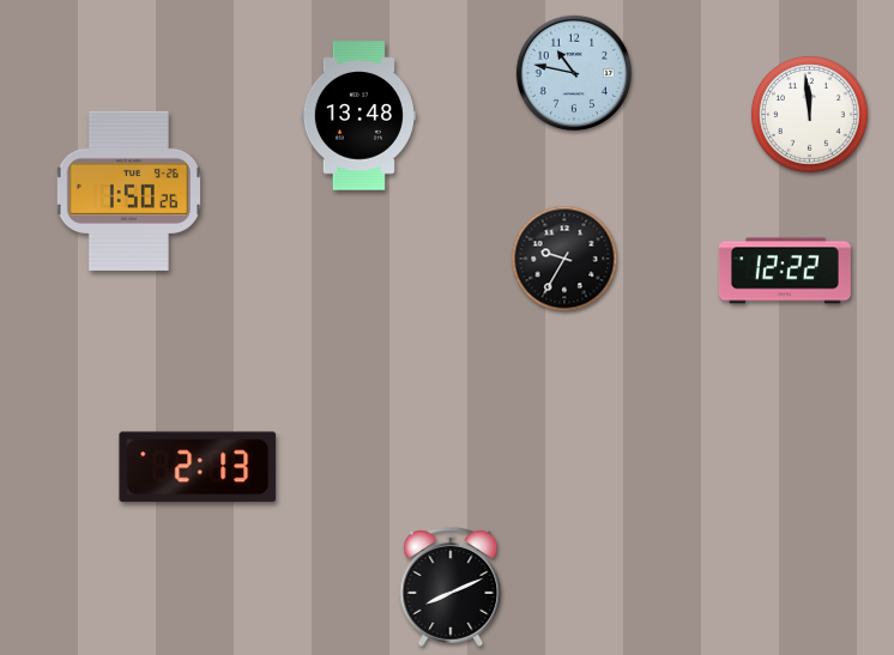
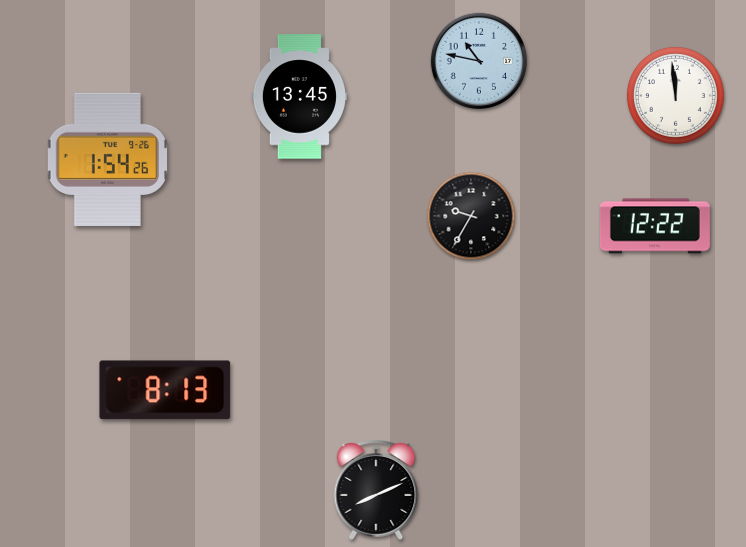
clock at (358, 116): 13:48 -> 13:45
clock at (128, 190): 1:50 -> 1:54
clock at (198, 467): 2:13 -> 8:13
